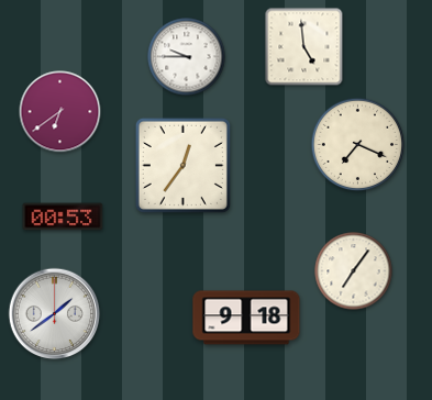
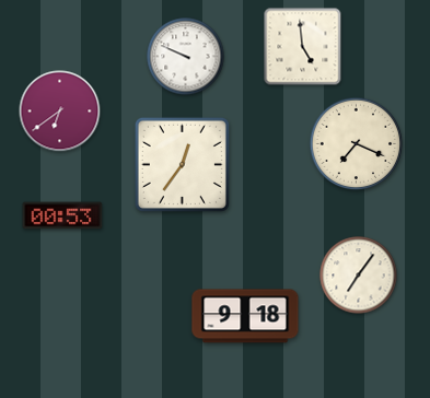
clock at (187, 57): 9:45 -> 9:49
clock at (354, 271) position: (354, 271) -> (359, 276)
clock at (55, 314): 1:39 -> none
